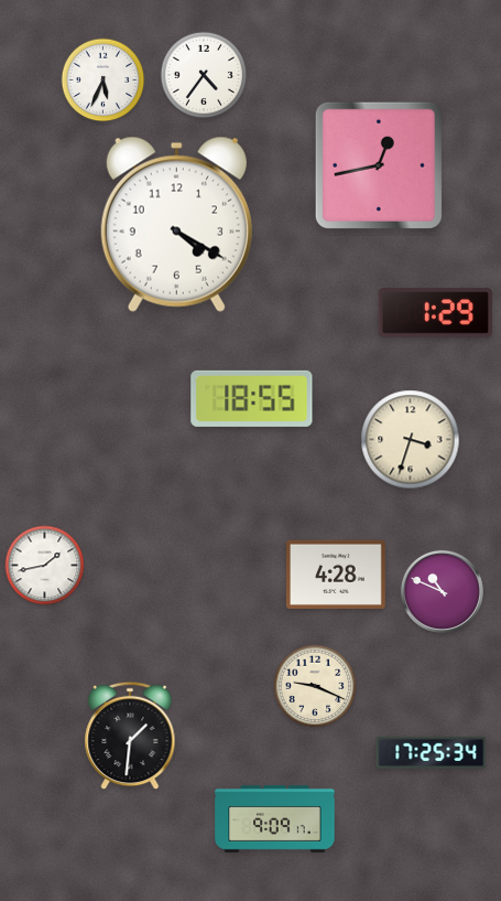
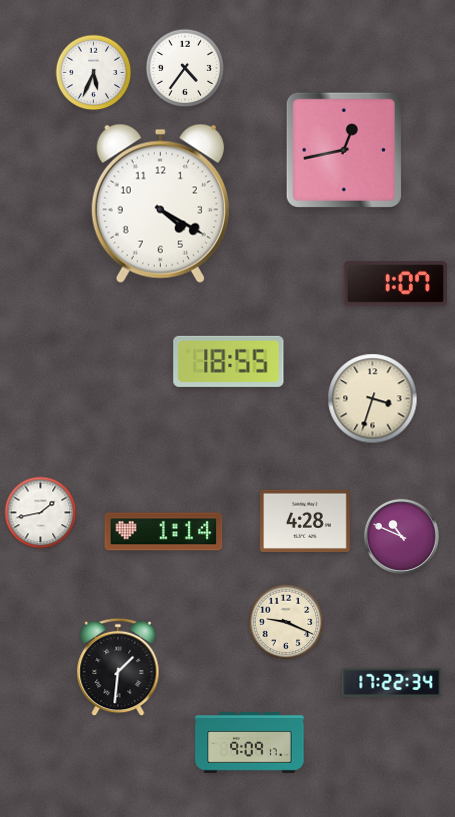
clock at (435, 313): 1:29 -> 1:07
clock at (164, 532): none -> 1:14
clock at (432, 752): 17:25 -> 17:22
